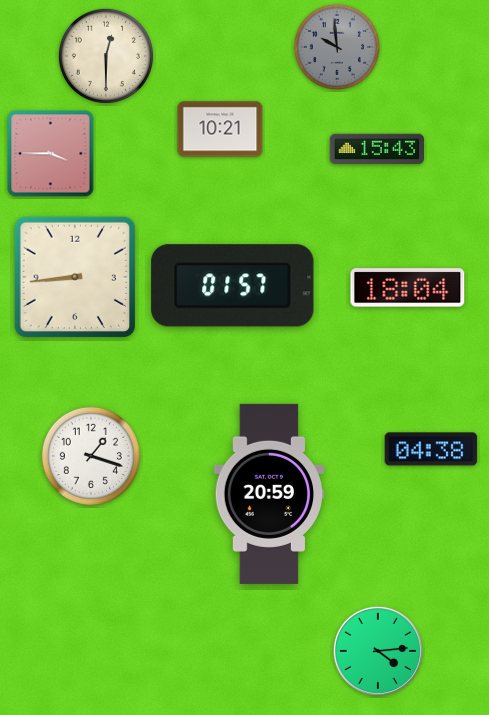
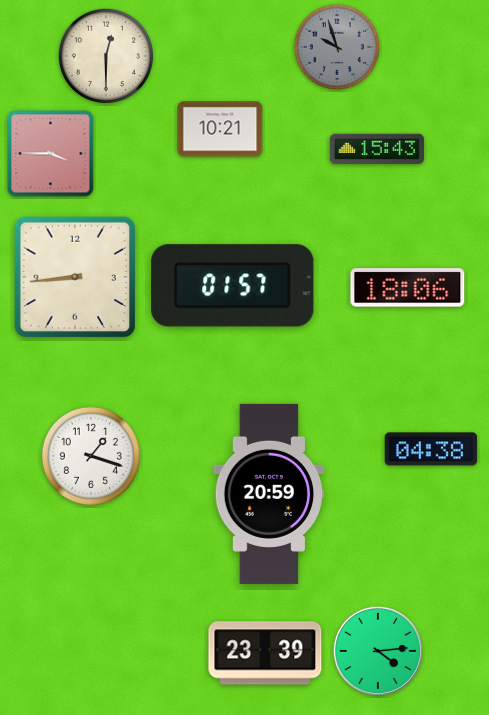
clock at (336, 46): 9:59 -> 9:57
clock at (408, 288): 18:04 -> 18:06
clock at (265, 653): none -> 23:39
